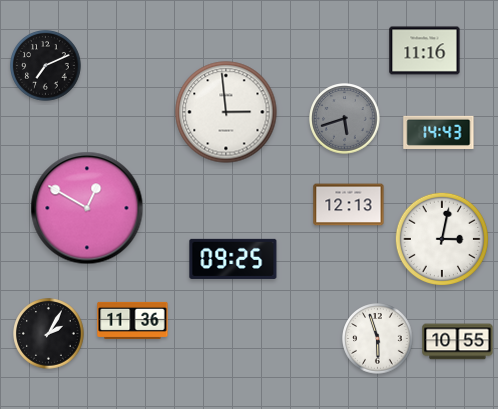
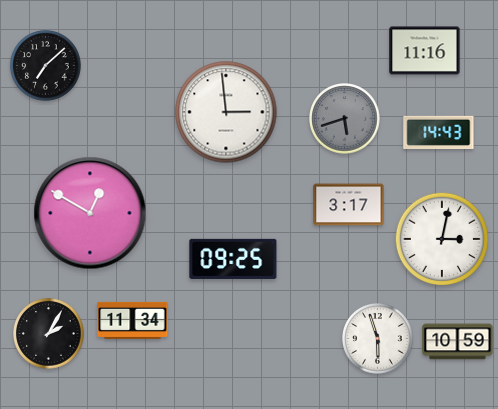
clock at (46, 66): 7:11 -> 7:08
clock at (349, 205): 12:13 -> 3:17
clock at (87, 208) position: (87, 208) -> (90, 213)
clock at (133, 320): 11:36 -> 11:34
clock at (458, 342): 10:55 -> 10:59
